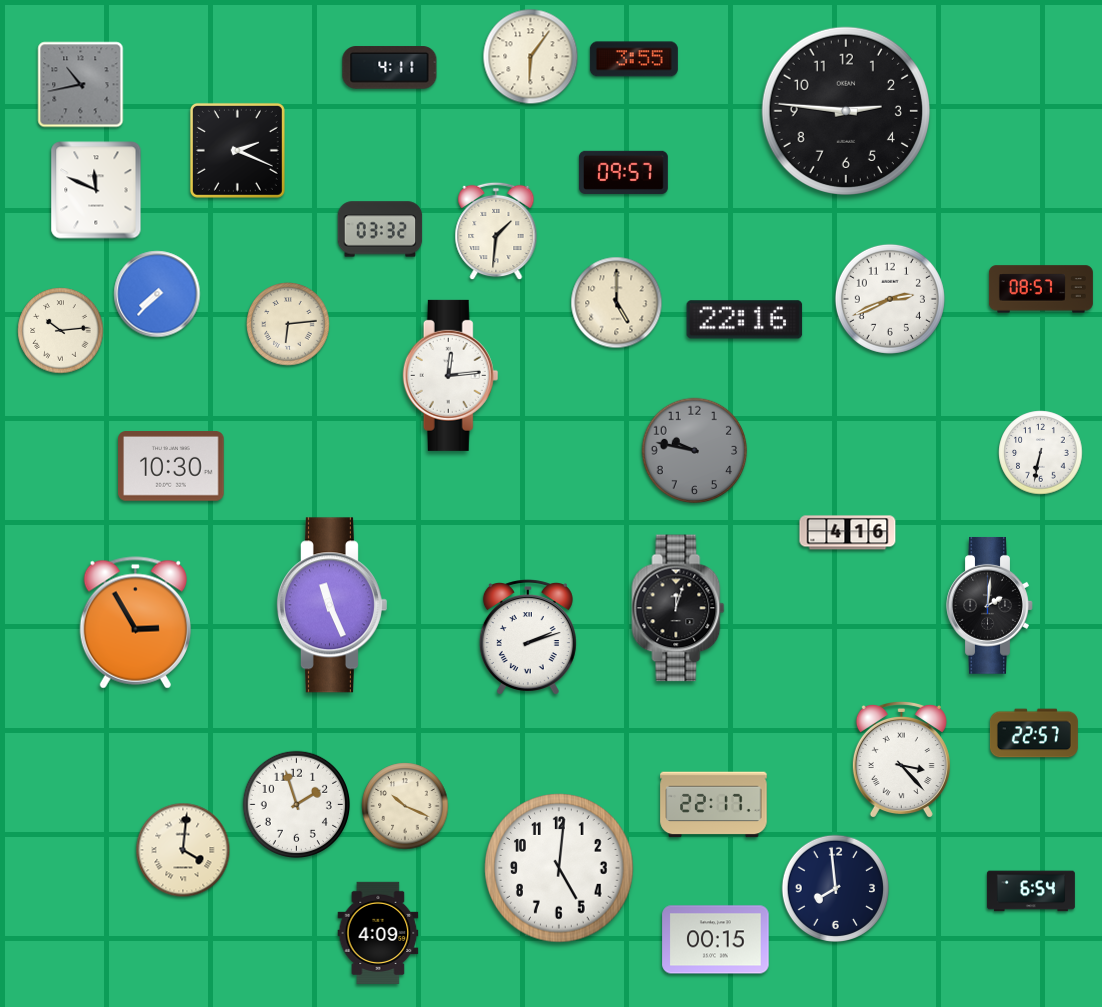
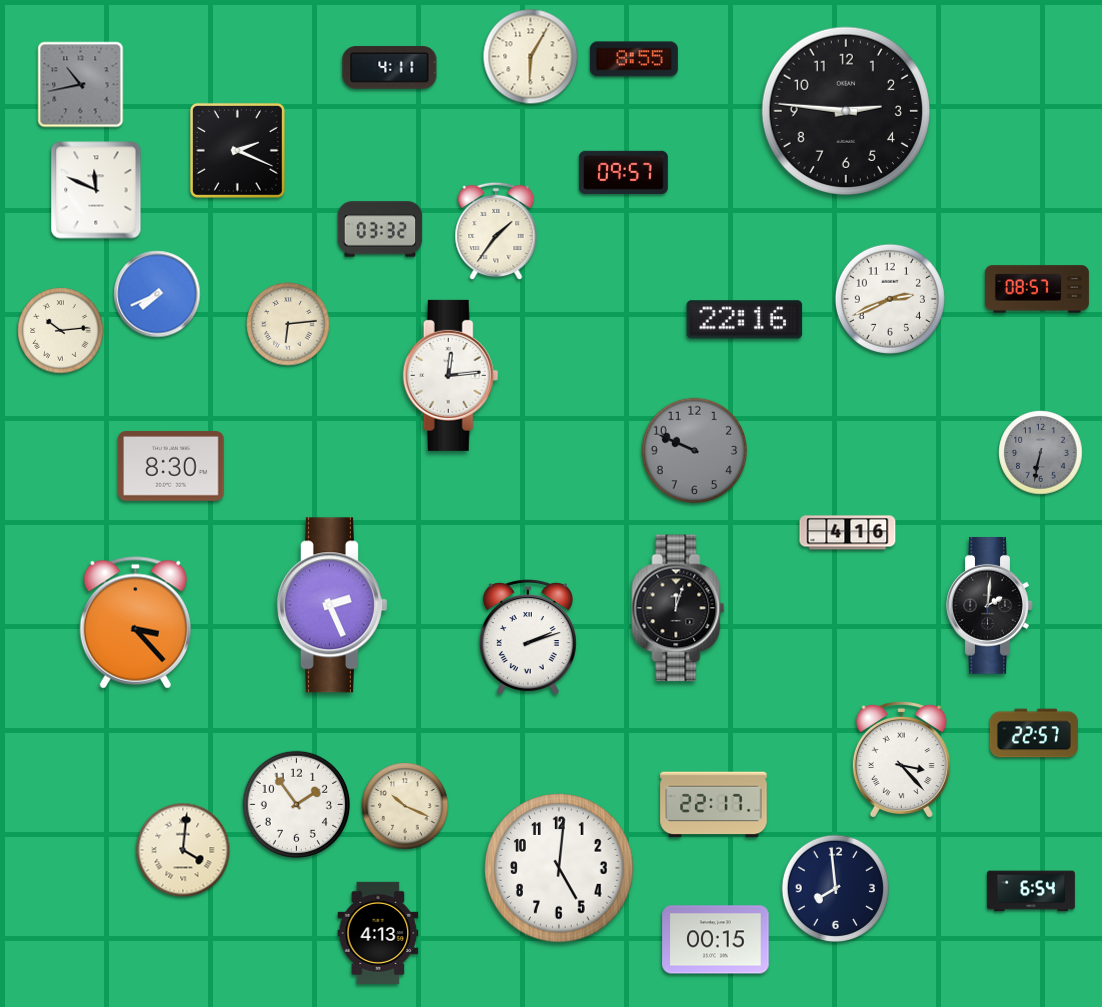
clock at (531, 57): 6:06 -> 6:05
clock at (634, 59): 3:55 -> 8:55
clock at (496, 231): 1:31 -> 1:36
clock at (1041, 289) position: (1041, 289) -> (1037, 289)
clock at (157, 294): 7:37 -> 7:41
clock at (617, 303): 5:00 -> none
clock at (695, 451): 9:47 -> 9:49
clock at (1041, 453) dial: white -> grey
clock at (171, 467): 10:30 -> 8:30
clock at (331, 605): 11:26 -> 2:26
clock at (135, 623): 2:55 -> 3:23
clock at (296, 804): 1:57 -> 1:54
clock at (378, 933): 4:09 -> 4:13
